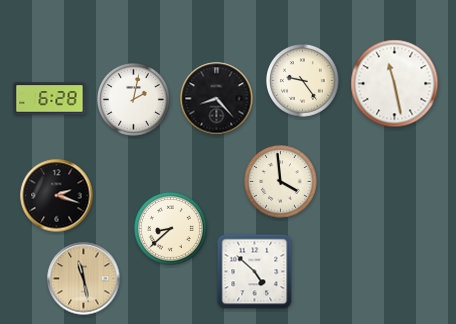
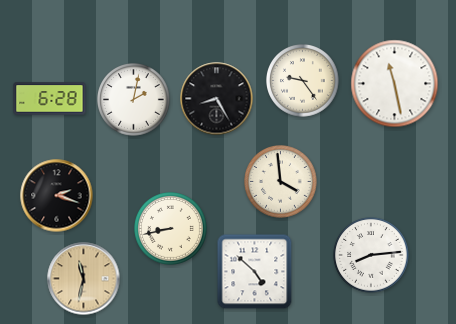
clock at (217, 99): 8:23 -> 8:25
clock at (171, 229): 8:38 -> 8:43
clock at (371, 255): none -> 8:14
clock at (84, 279): 11:28 -> 11:32
